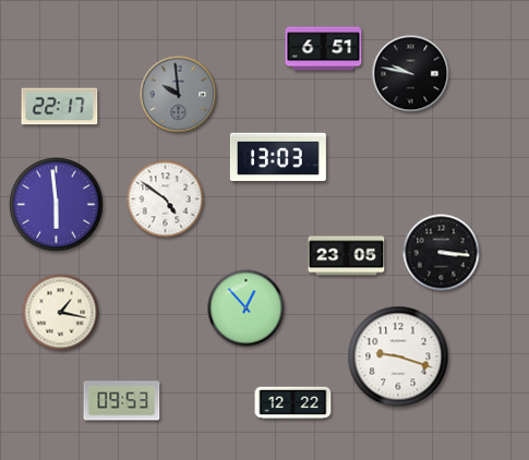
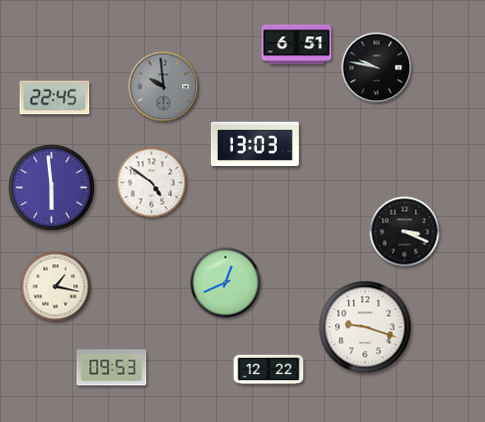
clock at (60, 107): 22:17 -> 22:45
clock at (442, 253): 3:16 -> 3:19
clock at (347, 256): 23:05 -> none
clock at (247, 308): 12:53 -> 12:41
